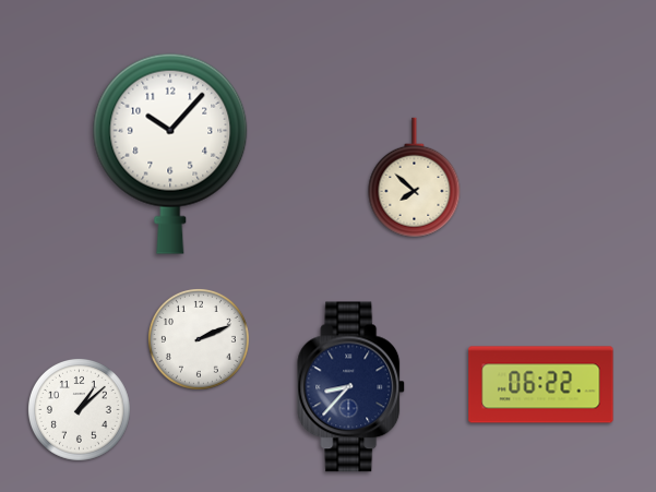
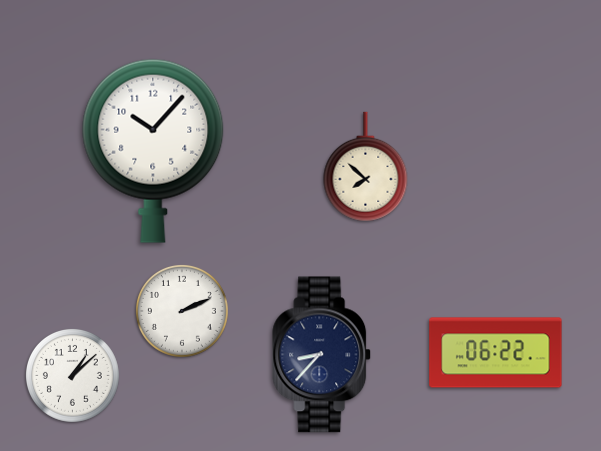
clock at (170, 154) position: (170, 154) -> (153, 151)
clock at (415, 178) position: (415, 178) -> (366, 167)
